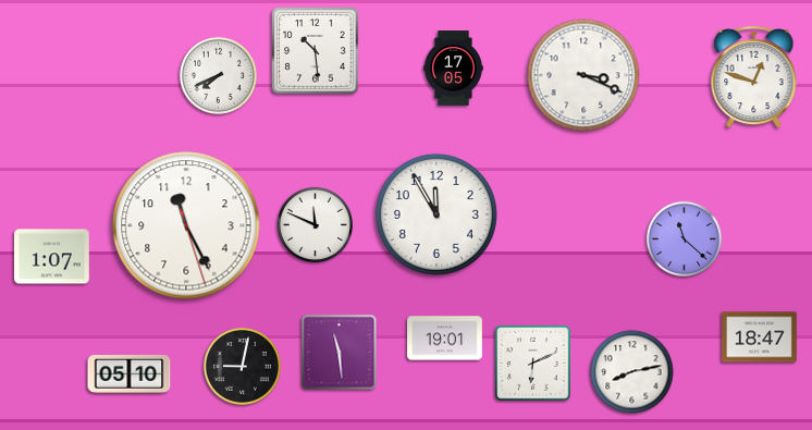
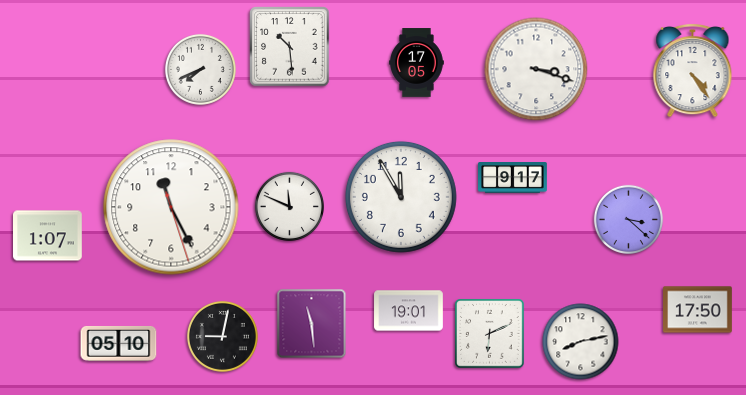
clock at (583, 75): 3:19 -> 3:18
clock at (754, 76): 12:48 -> 4:24
clock at (513, 178): none -> 9:17
clock at (684, 238): 11:22 -> 3:22
clock at (760, 337): 18:47 -> 17:50
